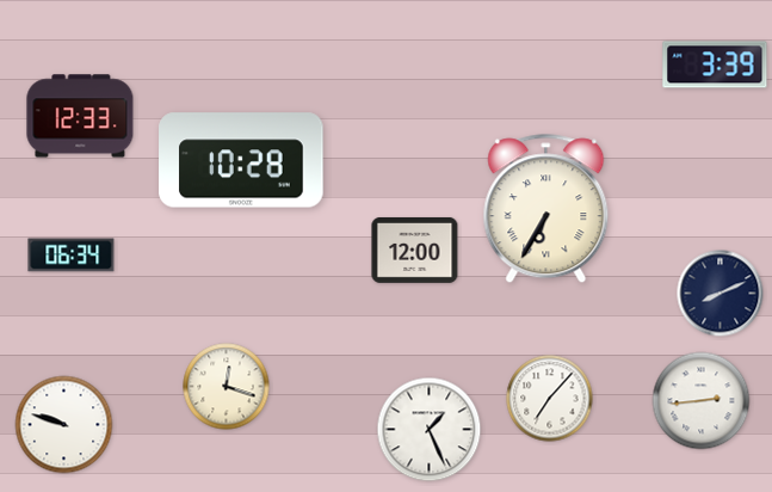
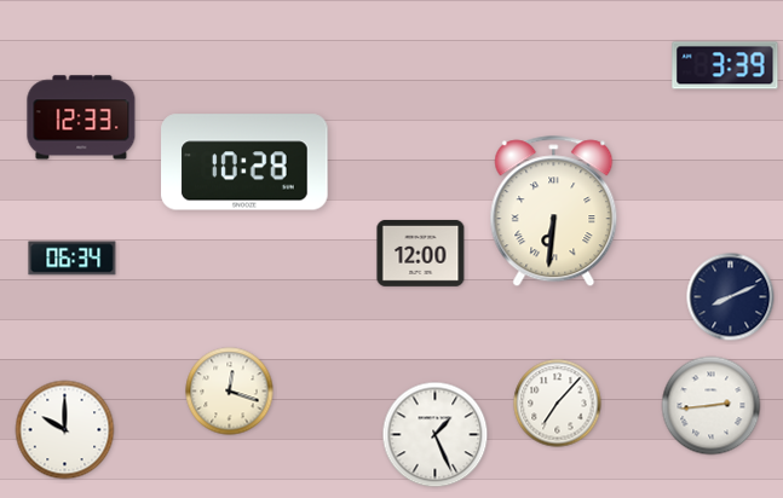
clock at (546, 209): 6:35 -> 6:31
clock at (64, 425): 9:48 -> 10:00
